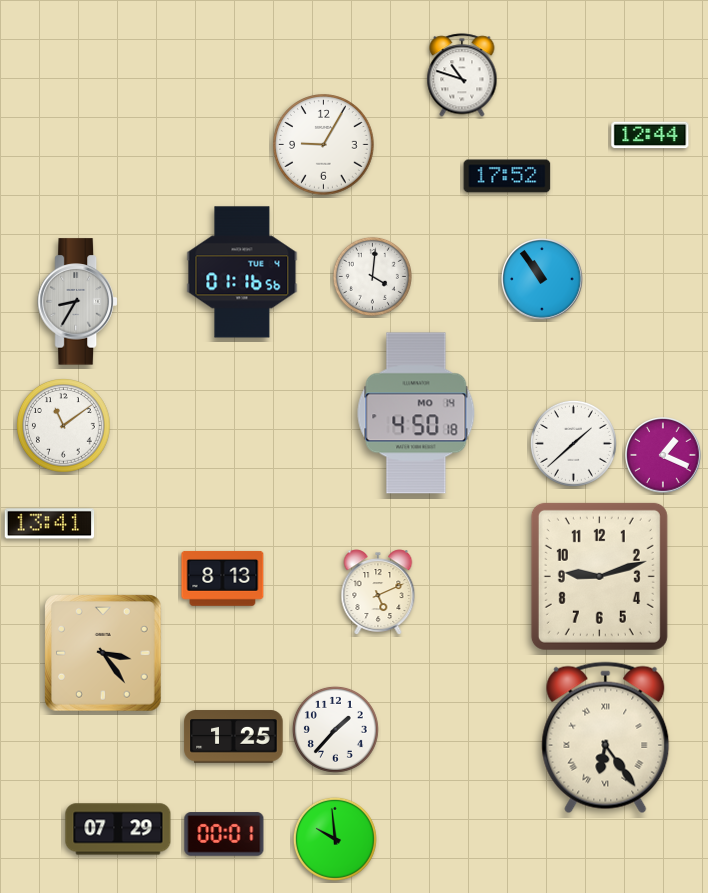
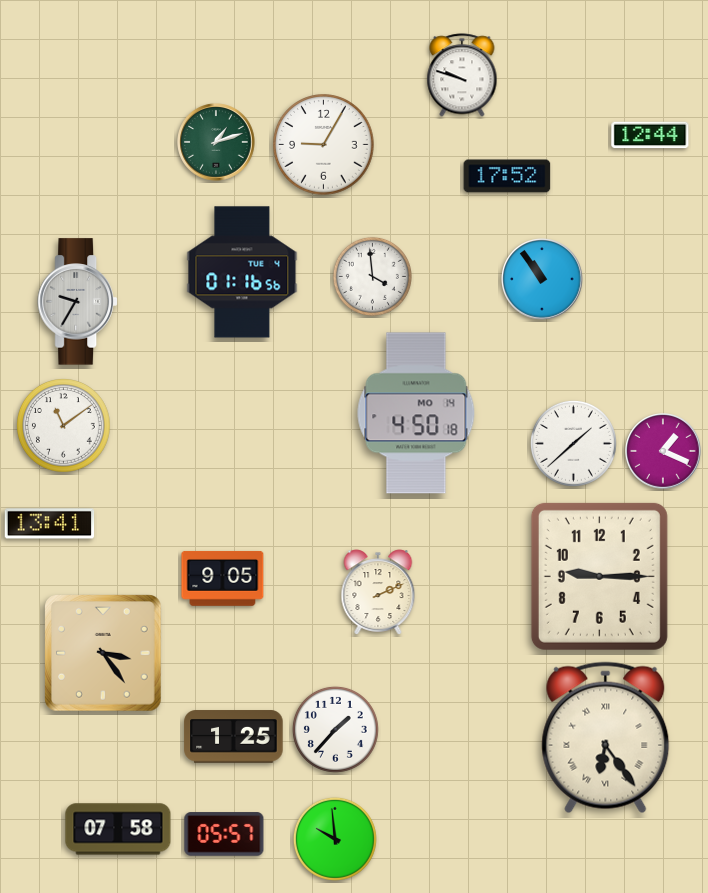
clock at (462, 75): 10:48 -> 9:48
clock at (216, 142): none -> 1:12
clock at (372, 276): 4:01 -> 3:59
clock at (78, 302): 8:35 -> 9:35
clock at (663, 455) position: (663, 455) -> (663, 451)
clock at (599, 576): 9:12 -> 9:15
clock at (223, 579): 8:13 -> 9:05
clock at (378, 592): 5:11 -> 2:11
clock at (118, 829): 07:29 -> 07:58
clock at (224, 834): 00:01 -> 05:57
